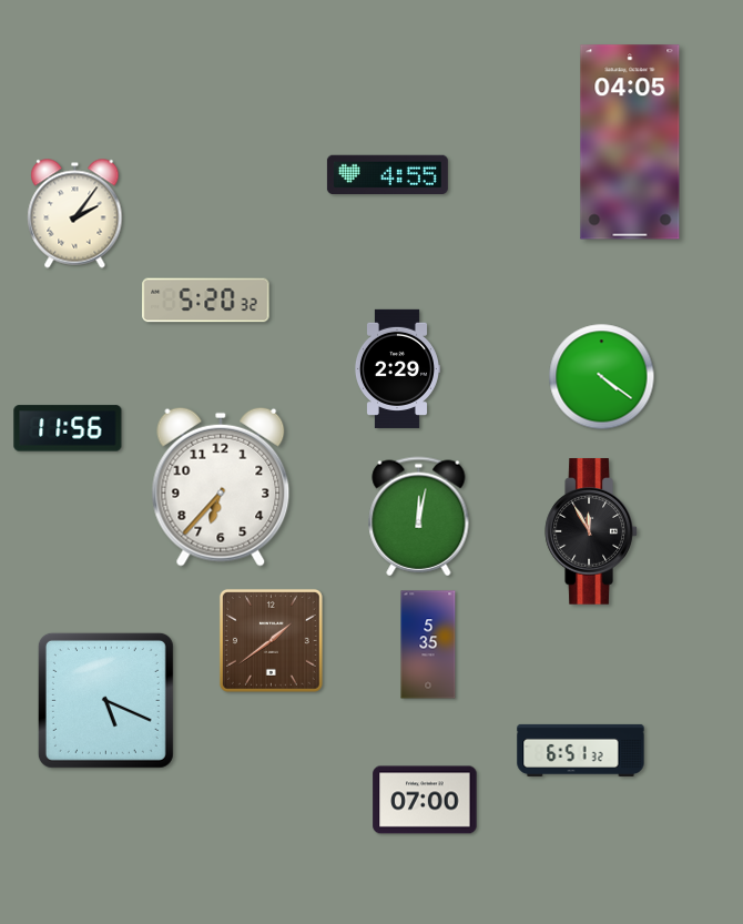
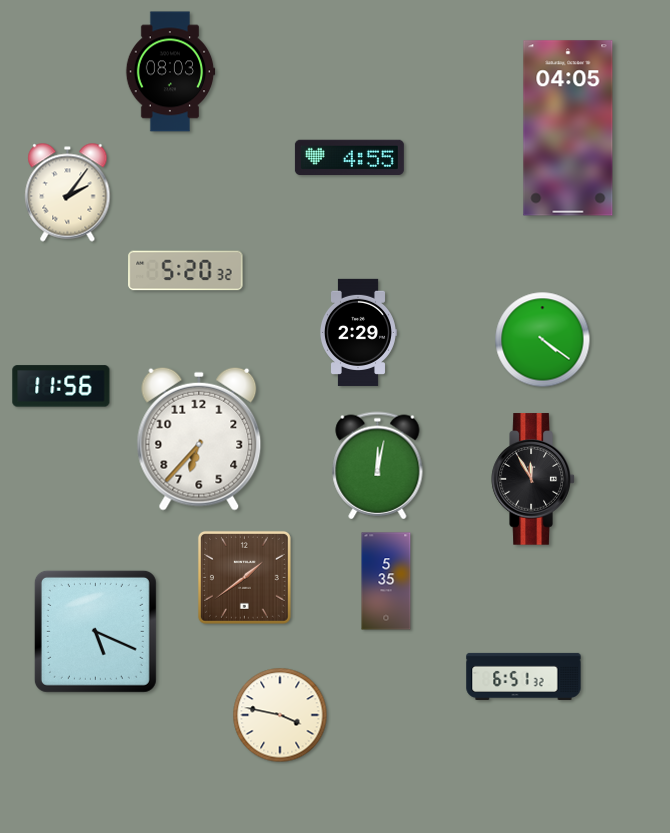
clock at (170, 72): none -> 08:03
clock at (280, 715): none -> 3:47
clock at (425, 800): 07:00 -> none
